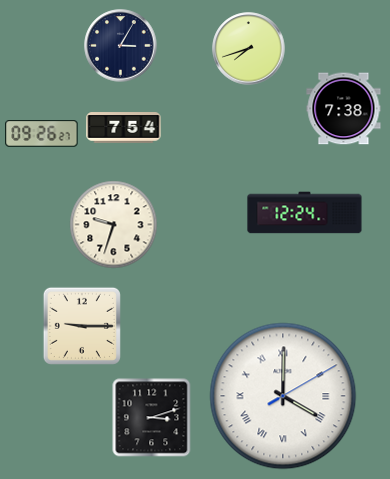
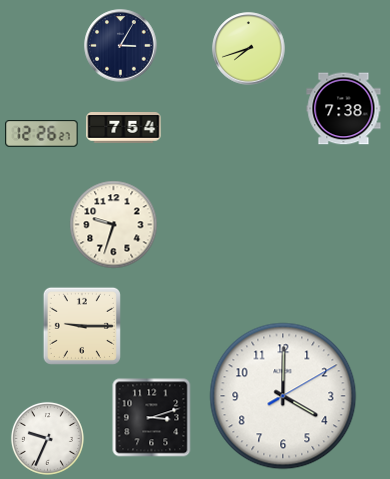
clock at (42, 134): 09:26 -> 12:26
clock at (305, 213): 12:24 -> none
clock at (283, 396) numerals: Roman -> Arabic
clock at (47, 438): none -> 9:34
